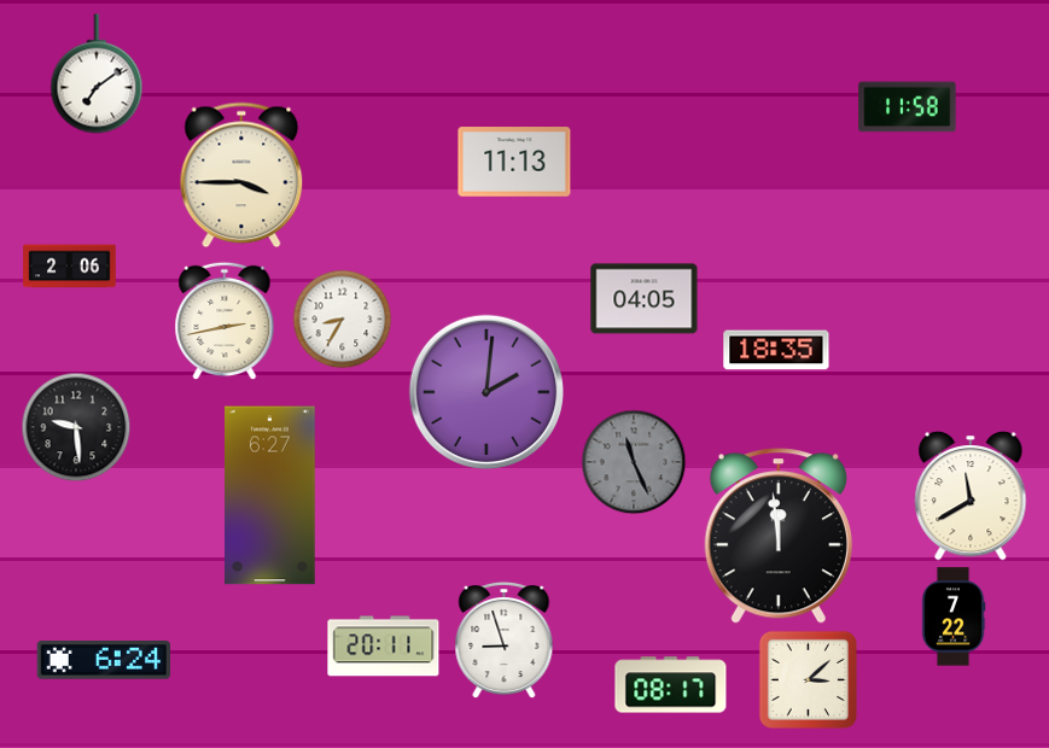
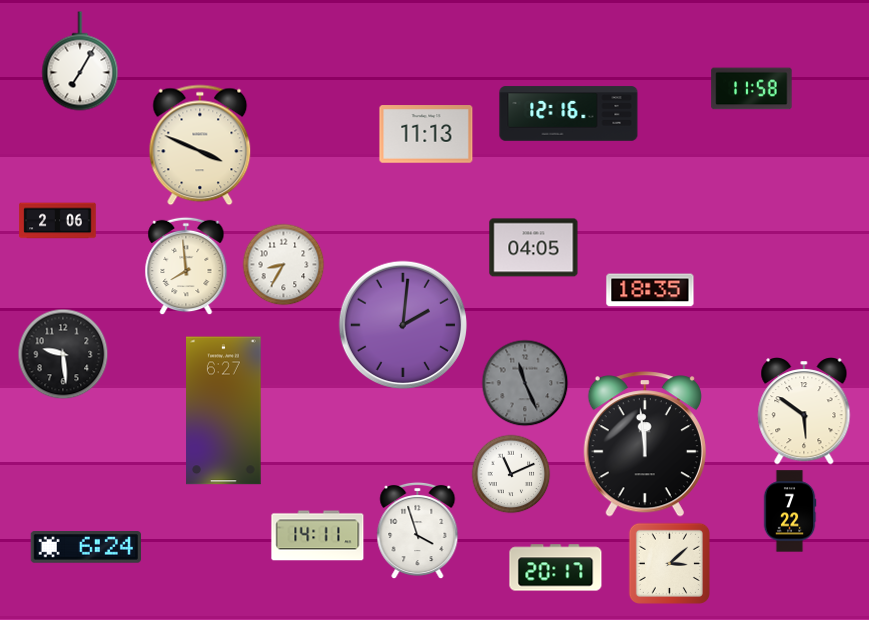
clock at (97, 74): 7:09 -> 7:05
clock at (569, 114): none -> 12:16
clock at (241, 175): 3:45 -> 3:49
clock at (225, 321): 2:43 -> 7:59
clock at (776, 350) position: (776, 350) -> (650, 290)
clock at (971, 496): 11:40 -> 5:51
clock at (511, 474): none -> 11:11
clock at (505, 639): 8:57 -> 3:57
clock at (384, 647): 20:11 -> 14:11
clock at (671, 685): 08:17 -> 20:17
